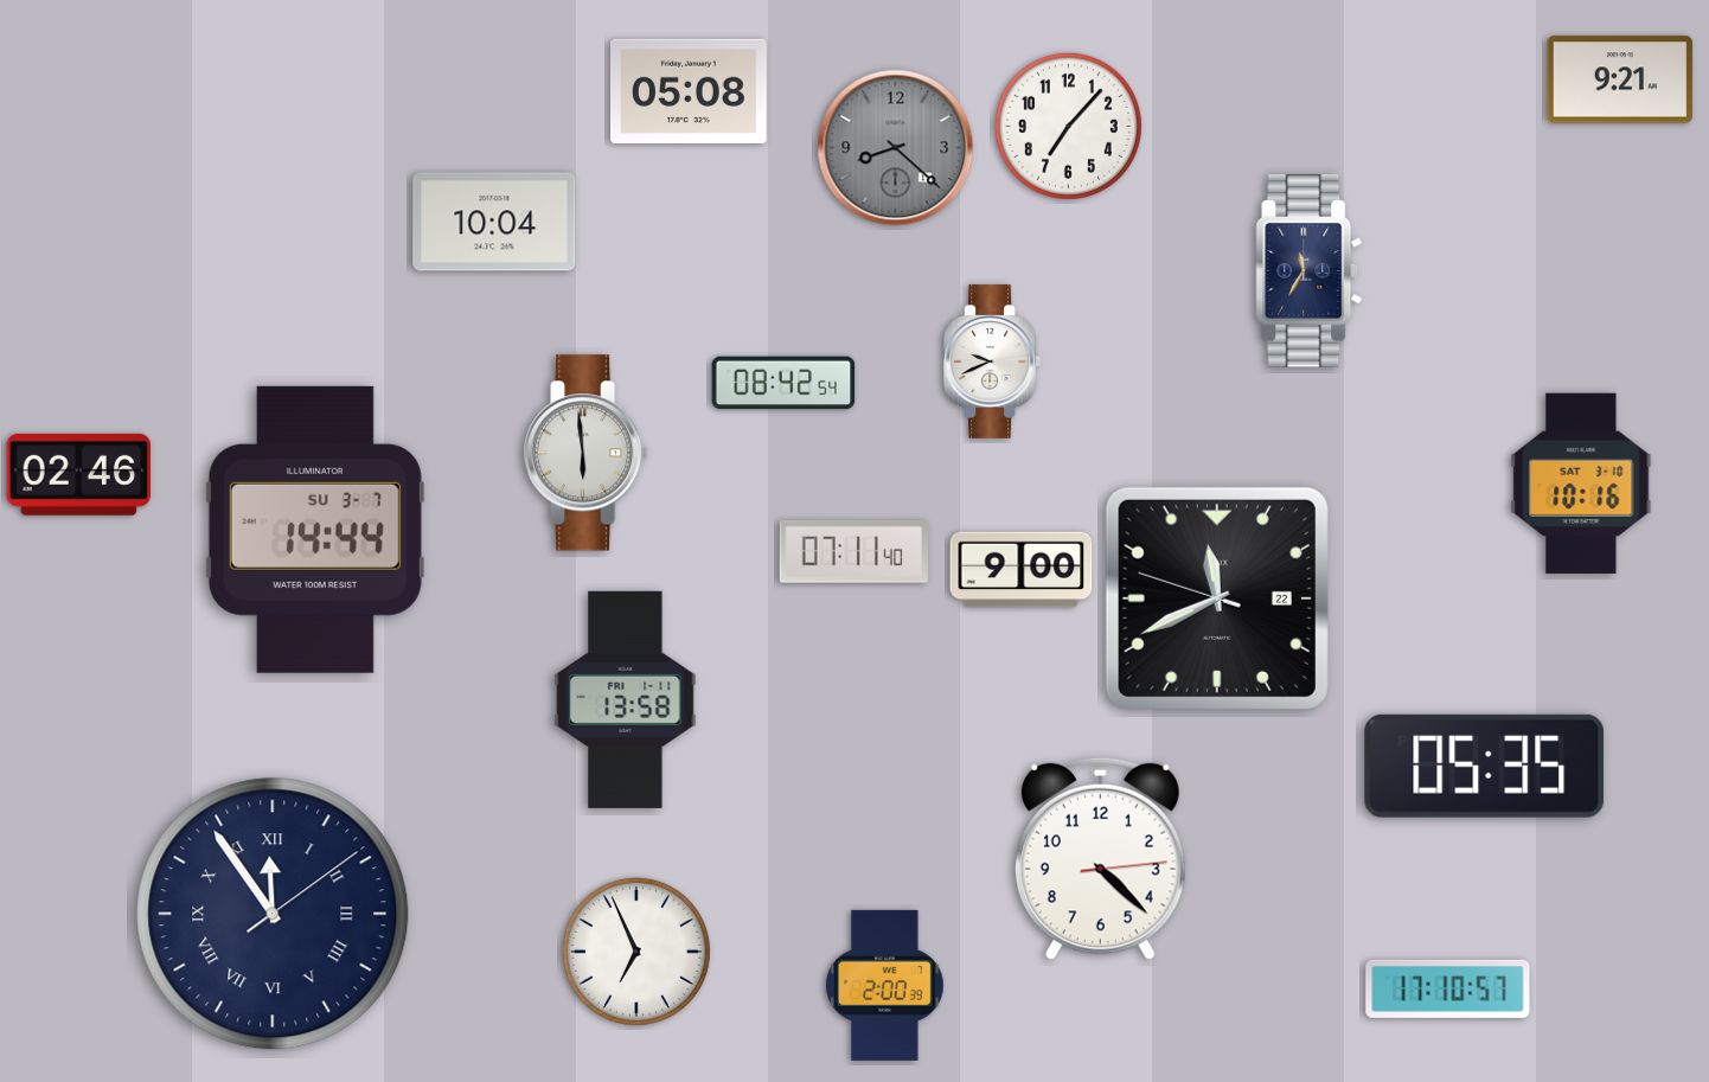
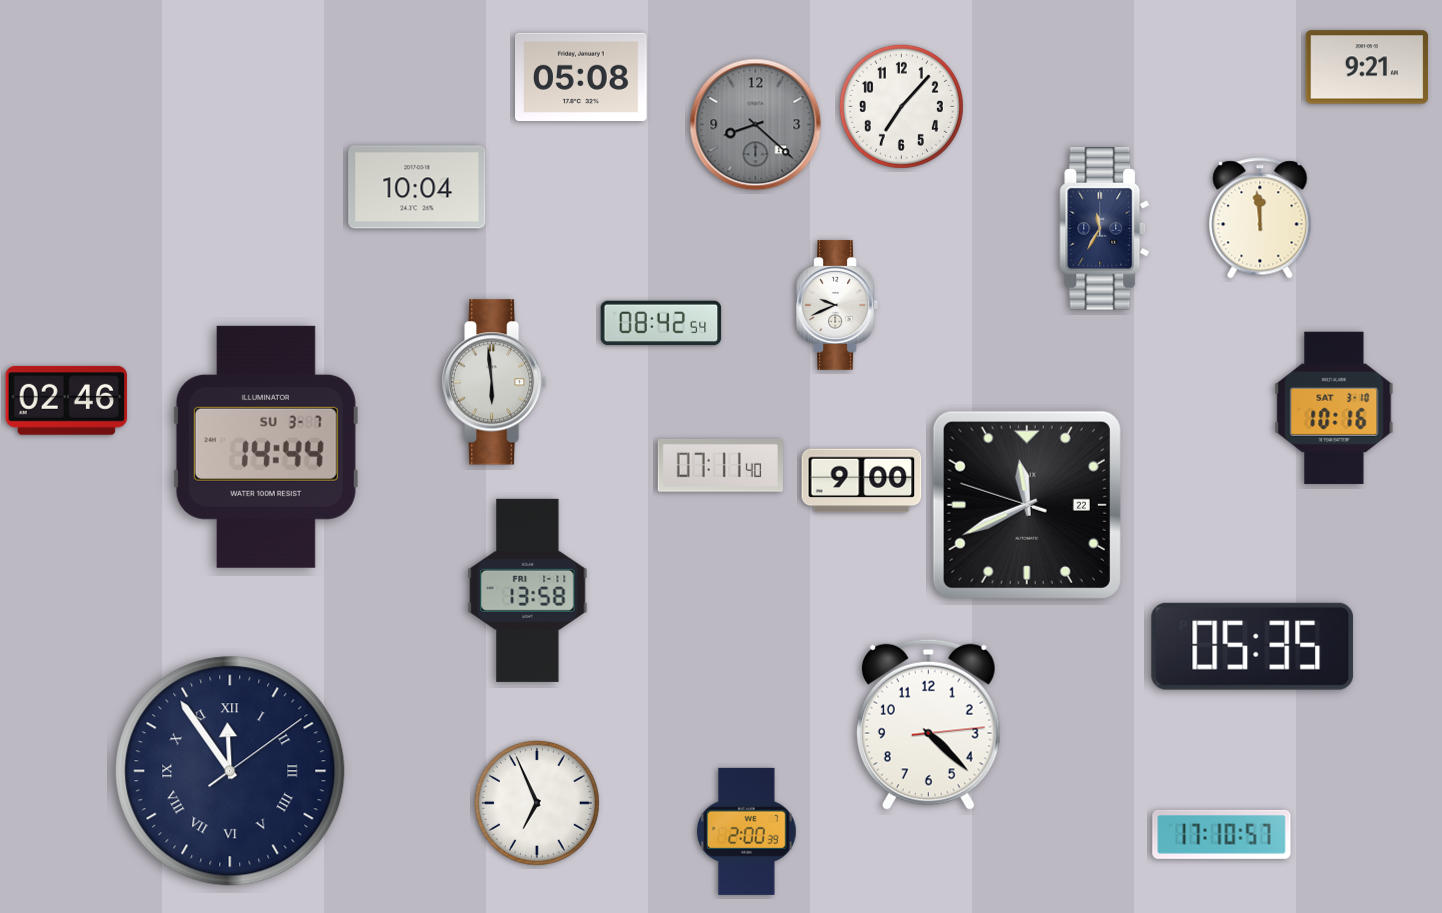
clock at (1260, 218): none -> 11:59
